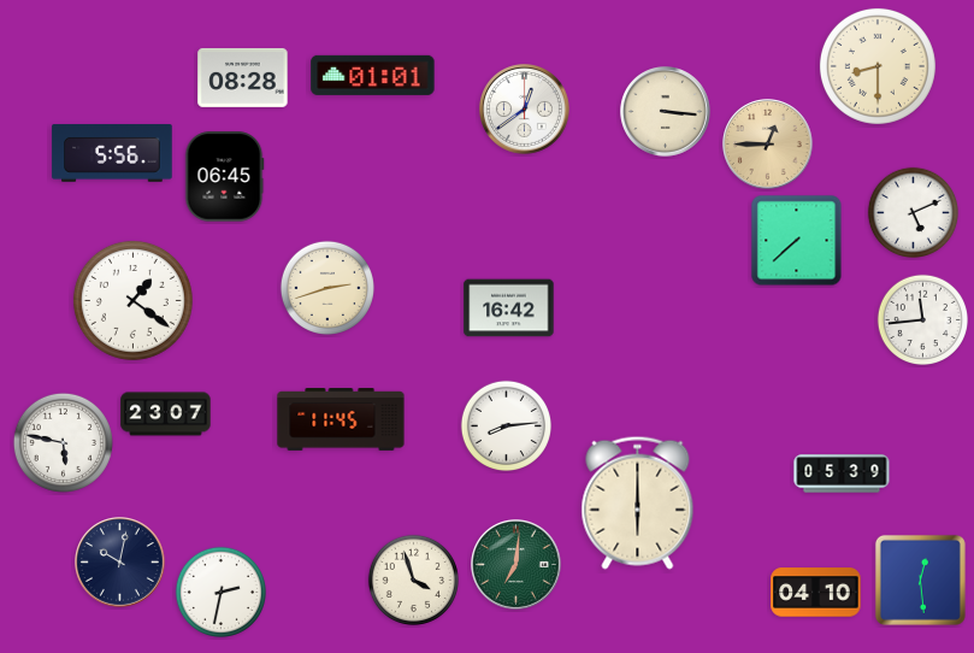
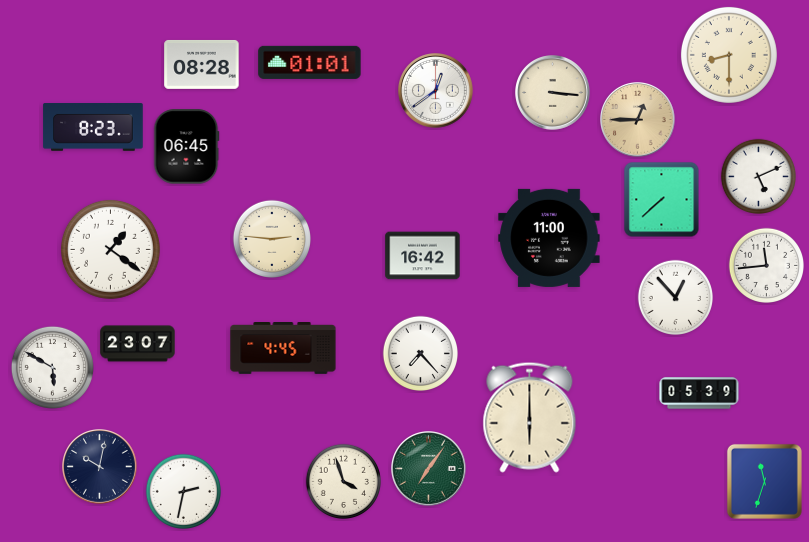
clock at (112, 154): 5:56 -> 8:23
clock at (549, 238): none -> 11:00
clock at (327, 288): 2:42 -> 2:46
clock at (675, 297): none -> 12:53
clock at (341, 419): 11:45 -> 4:45
clock at (506, 425): 8:14 -> 7:23
clock at (63, 442): 5:47 -> 5:50
clock at (516, 565): 7:01 -> 7:06
clock at (920, 580): 12:29 -> 11:33
clock at (816, 593): 04:10 -> none
